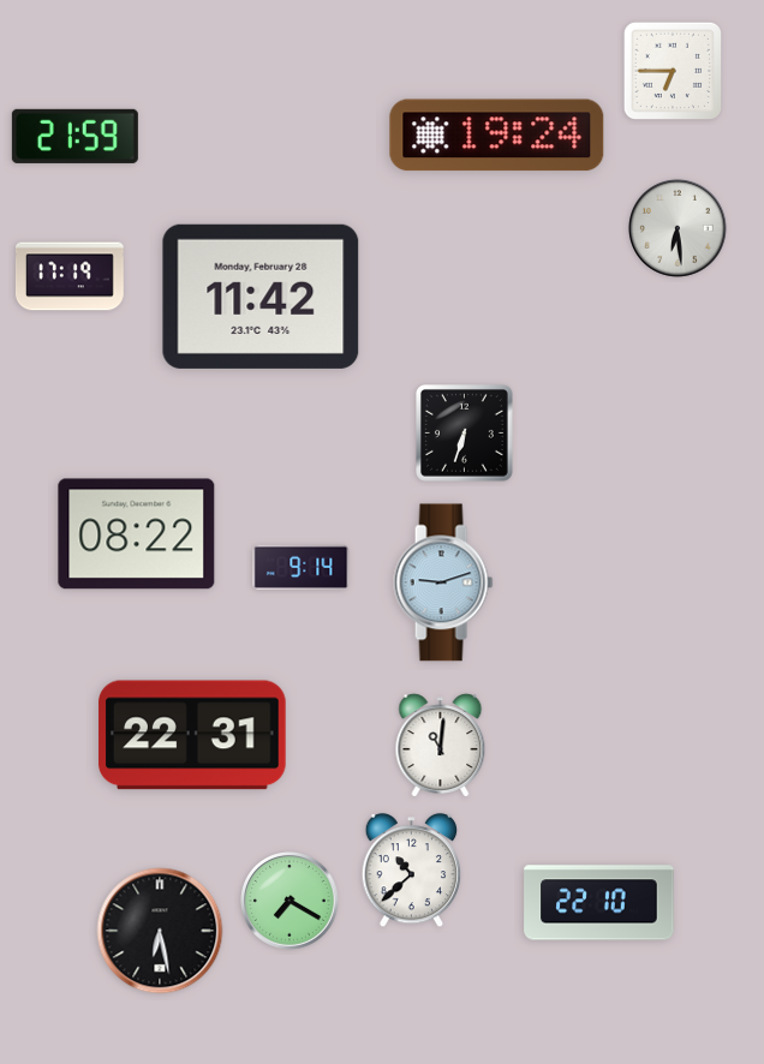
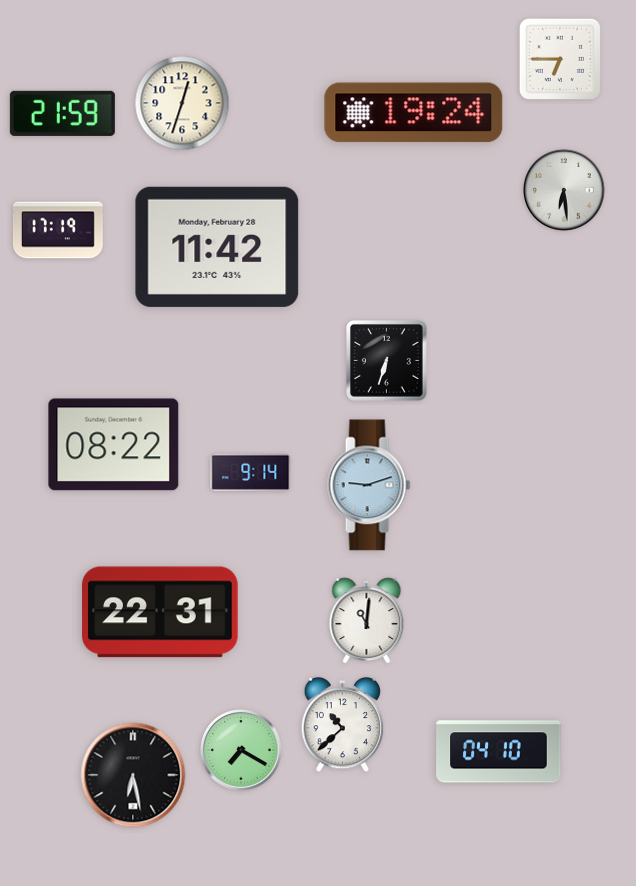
clock at (182, 103): none -> 12:33
clock at (599, 903): 22:10 -> 04:10
